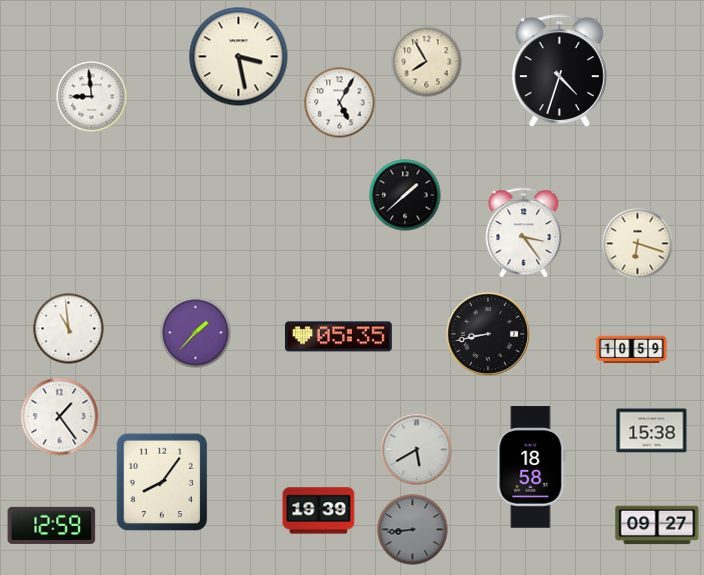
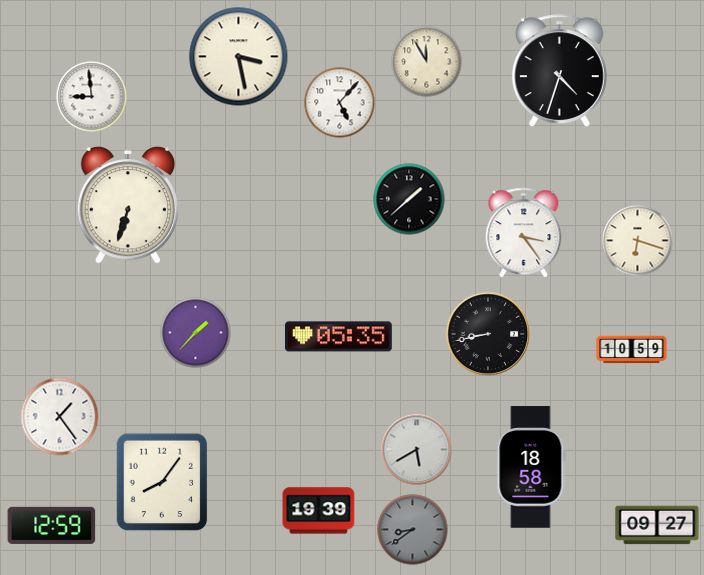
clock at (427, 62): 7:55 -> 11:55
clock at (340, 103): 5:05 -> 5:07
clock at (405, 195) position: (405, 195) -> (409, 199)
clock at (128, 205): none -> 6:33
clock at (638, 244) position: (638, 244) -> (638, 241)
clock at (69, 329): 10:59 -> none
clock at (652, 431): 15:38 -> none
clock at (413, 530): 8:44 -> 8:39
